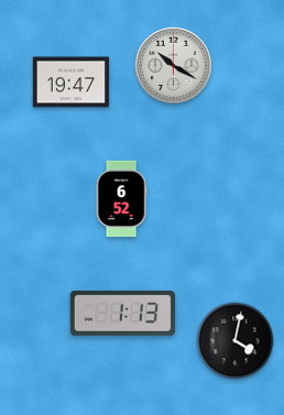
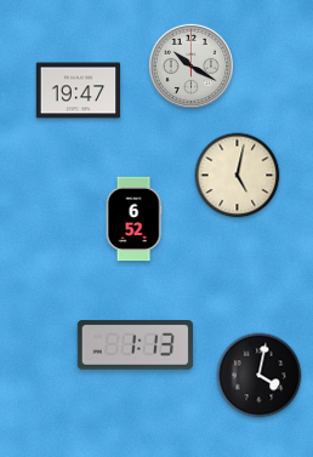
clock at (173, 65) position: (173, 65) -> (190, 65)
clock at (238, 176): none -> 5:02
